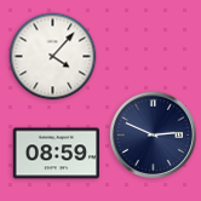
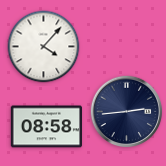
clock at (154, 136): 2:49 -> 2:44
clock at (56, 154): 08:59 -> 08:58
